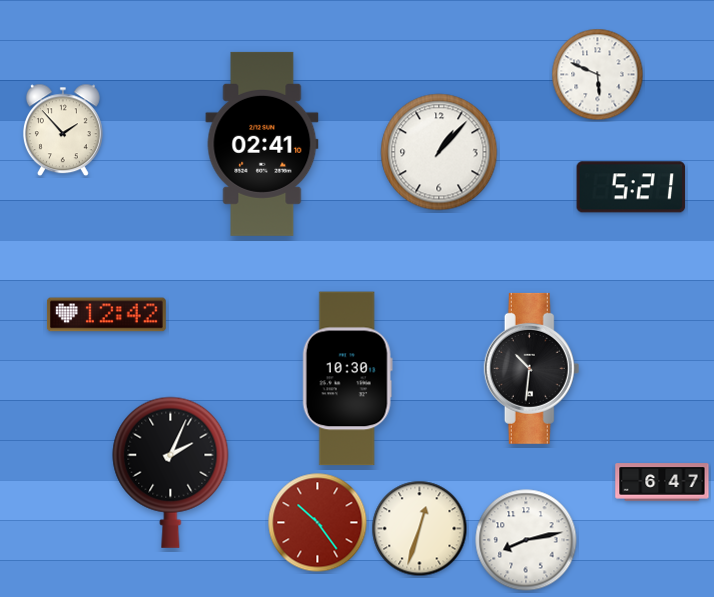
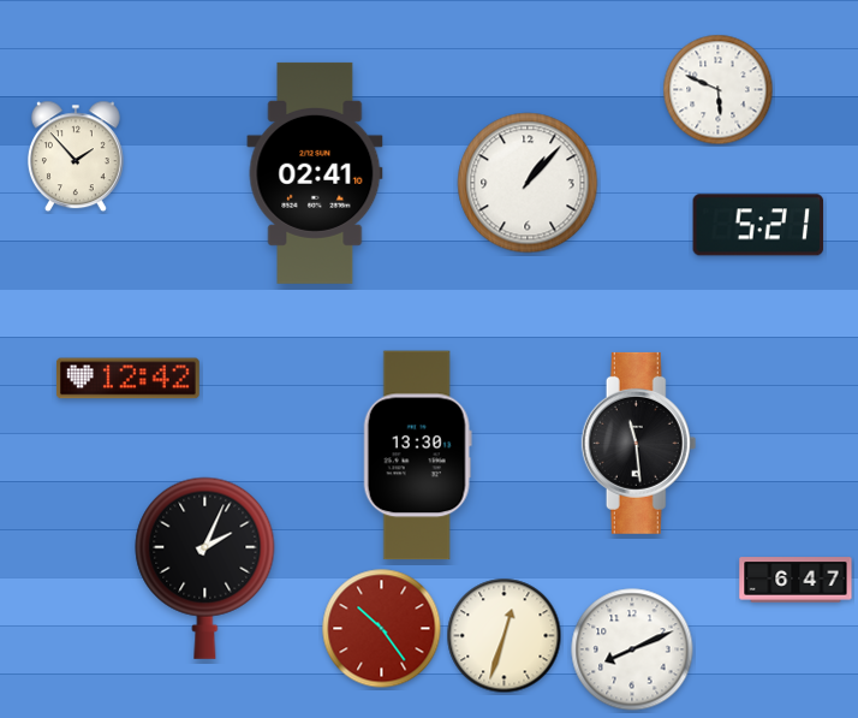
clock at (532, 368): 10:31 -> 11:29
clock at (347, 379): 10:30 -> 13:30
clock at (526, 540): 8:13 -> 8:11
